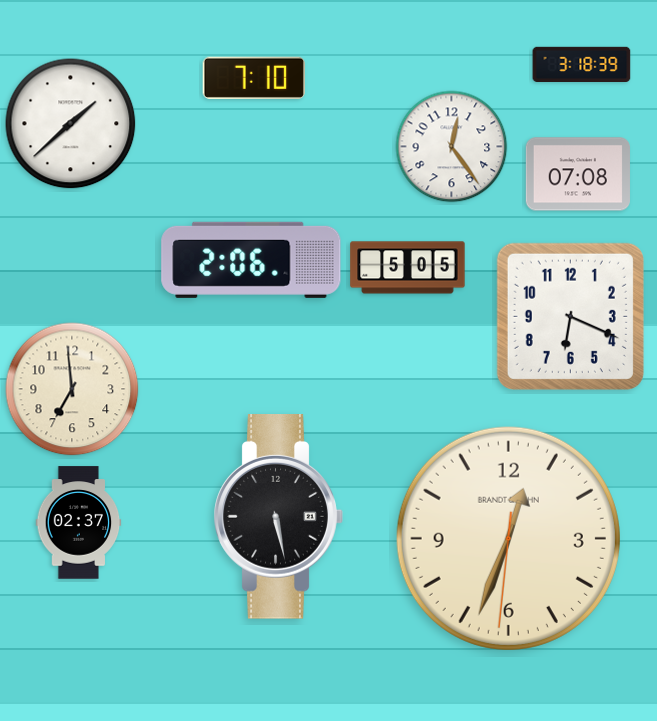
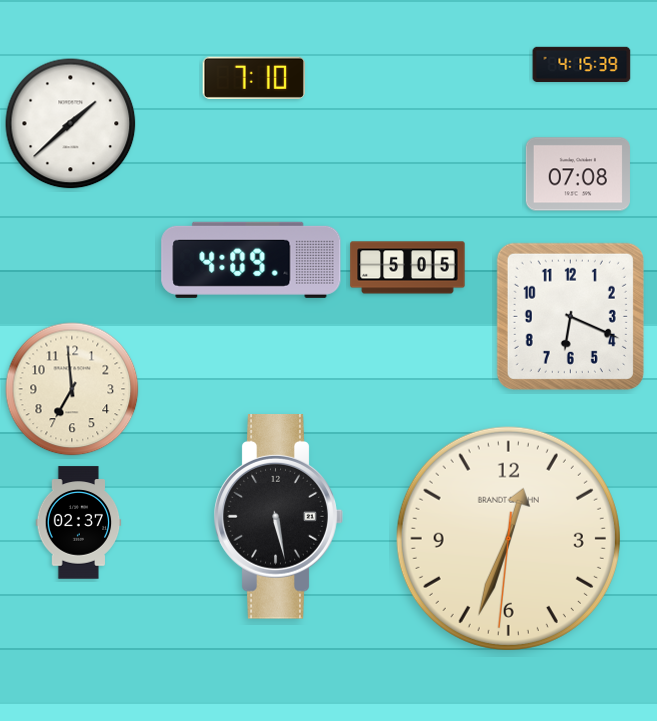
clock at (582, 64): 3:18 -> 4:15
clock at (452, 147): 12:24 -> none
clock at (251, 260): 2:06 -> 4:09
